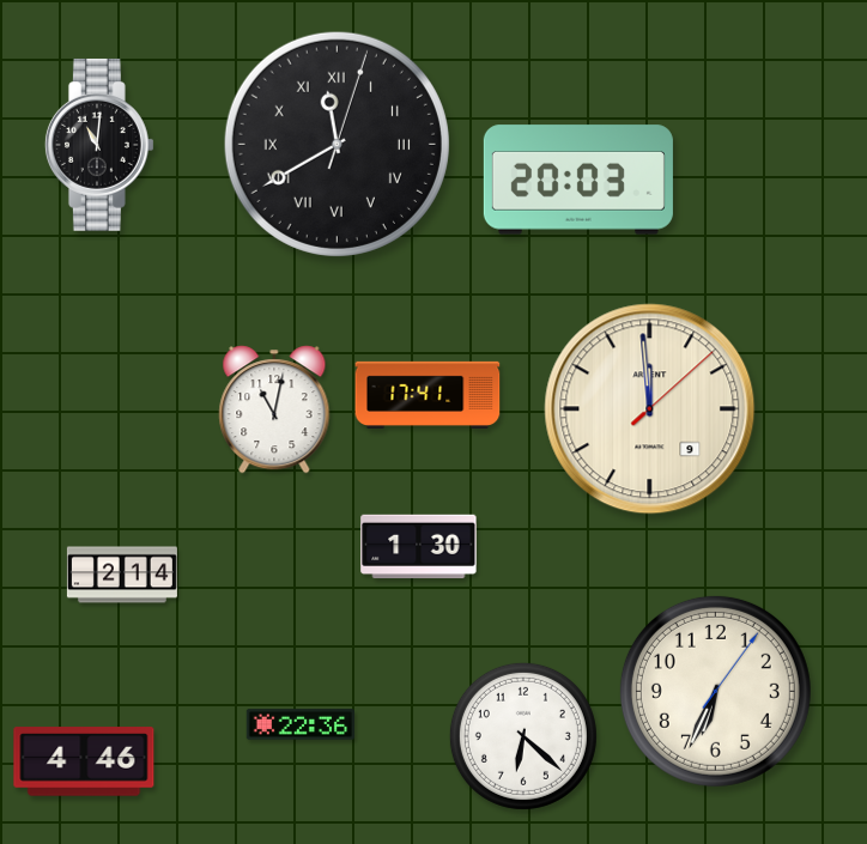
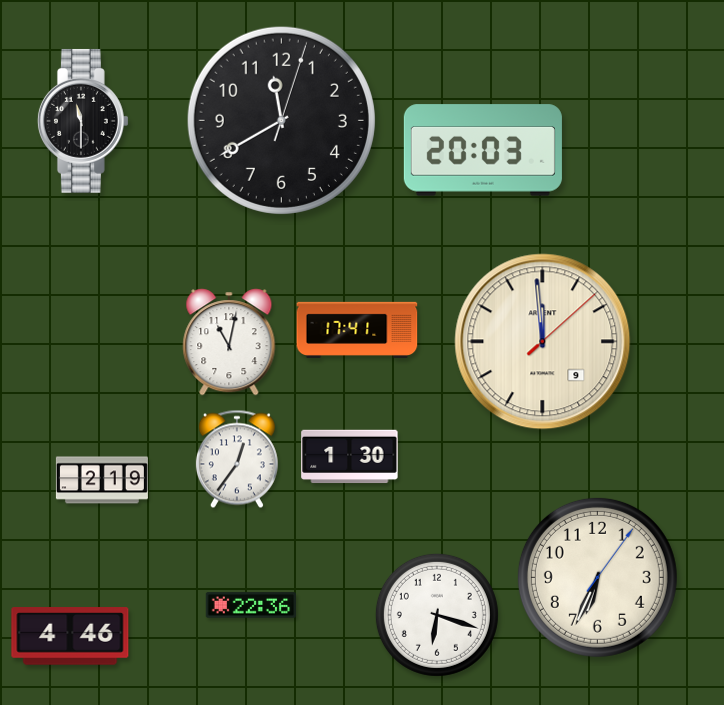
clock at (337, 144) numerals: Roman -> Arabic
clock at (99, 145): 11:01 -> 11:30
clock at (237, 459): none -> 12:36
clock at (122, 575): 2:14 -> 2:19
clock at (523, 736): 6:22 -> 6:18
